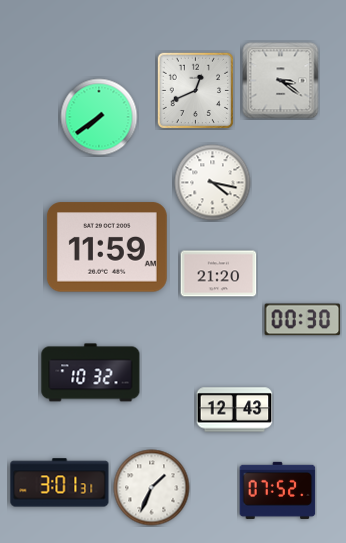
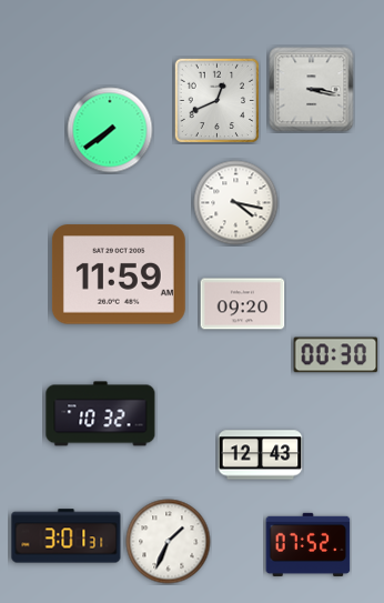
clock at (281, 81): 3:21 -> 3:17
clock at (219, 274): 21:20 -> 09:20
